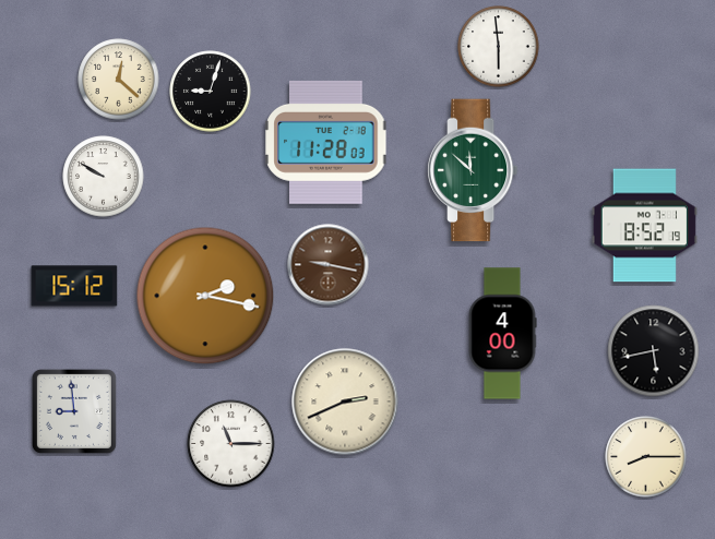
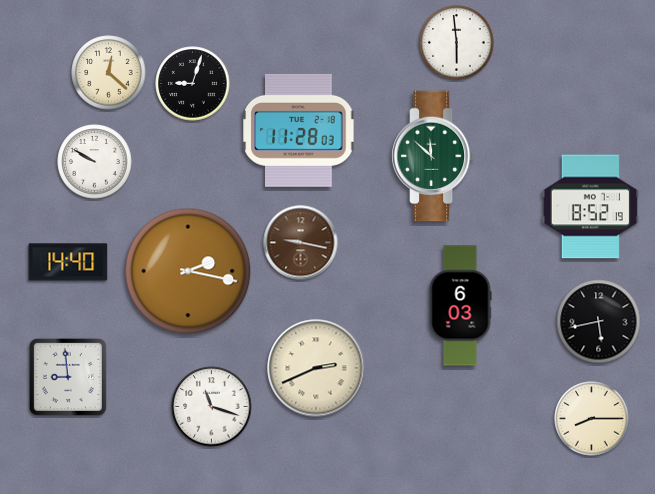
clock at (74, 286): 15:12 -> 14:40
clock at (502, 334): 4:00 -> 6:03
clock at (231, 444): 11:15 -> 11:18
